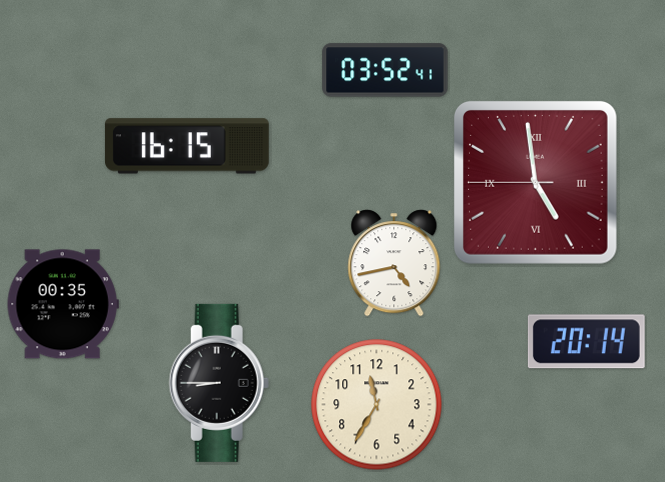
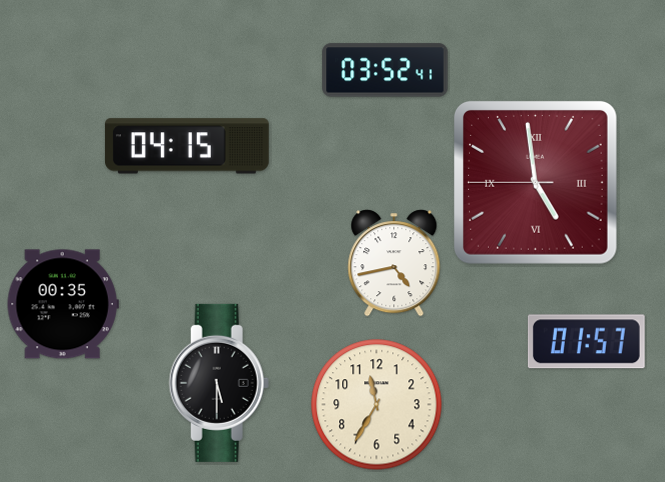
clock at (187, 146): 16:15 -> 04:15
clock at (586, 342): 20:14 -> 01:57
clock at (219, 383): 8:45 -> 5:30
